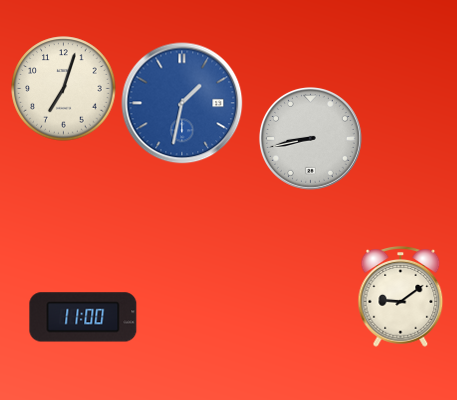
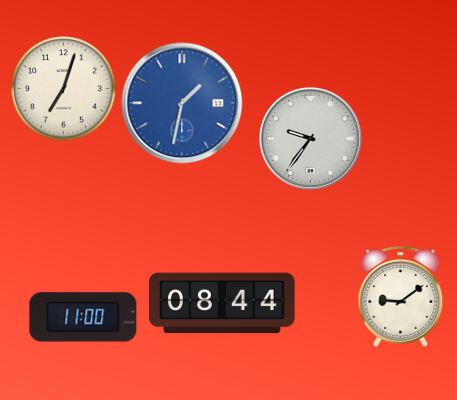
clock at (310, 138): 8:43 -> 9:36
clock at (222, 303): none -> 08:44
